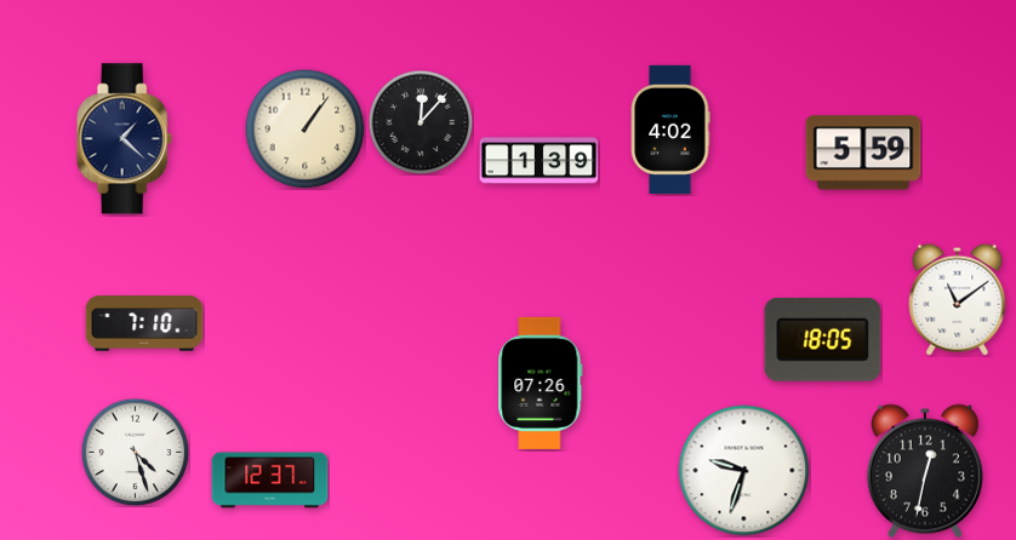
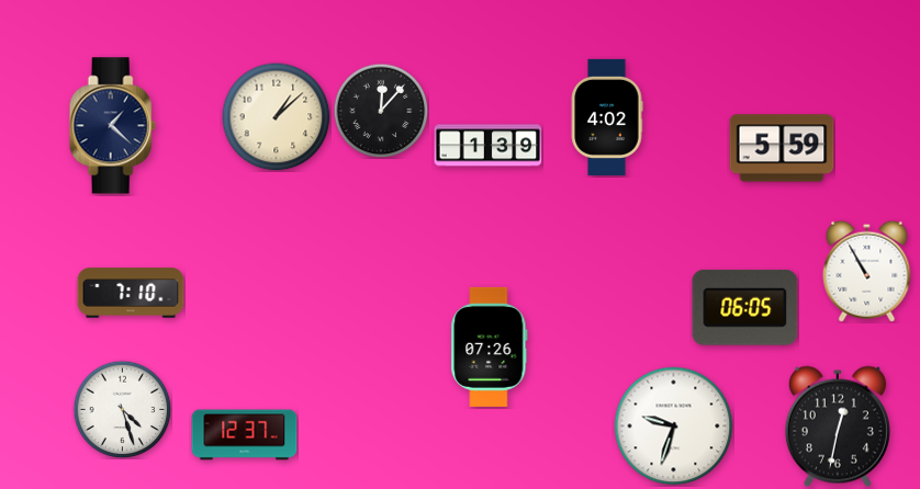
clock at (306, 130): 1:06 -> 1:08
clock at (863, 153) position: (863, 153) -> (782, 148)
clock at (958, 299): 11:09 -> 10:55
clock at (823, 339): 18:05 -> 06:05
